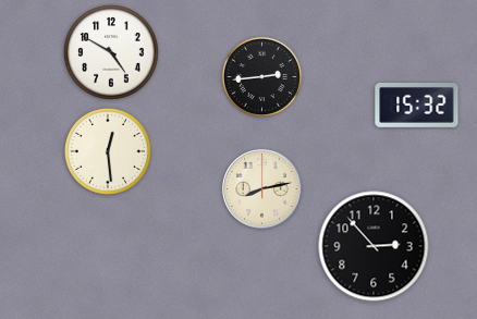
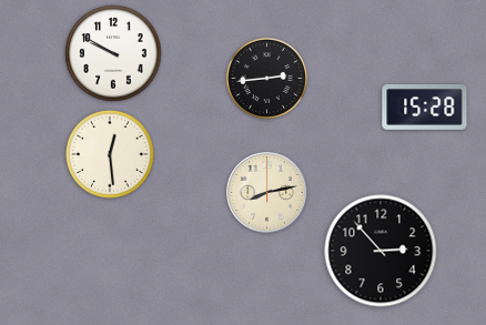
clock at (111, 52): 4:50 -> 9:50
clock at (417, 106): 15:32 -> 15:28
